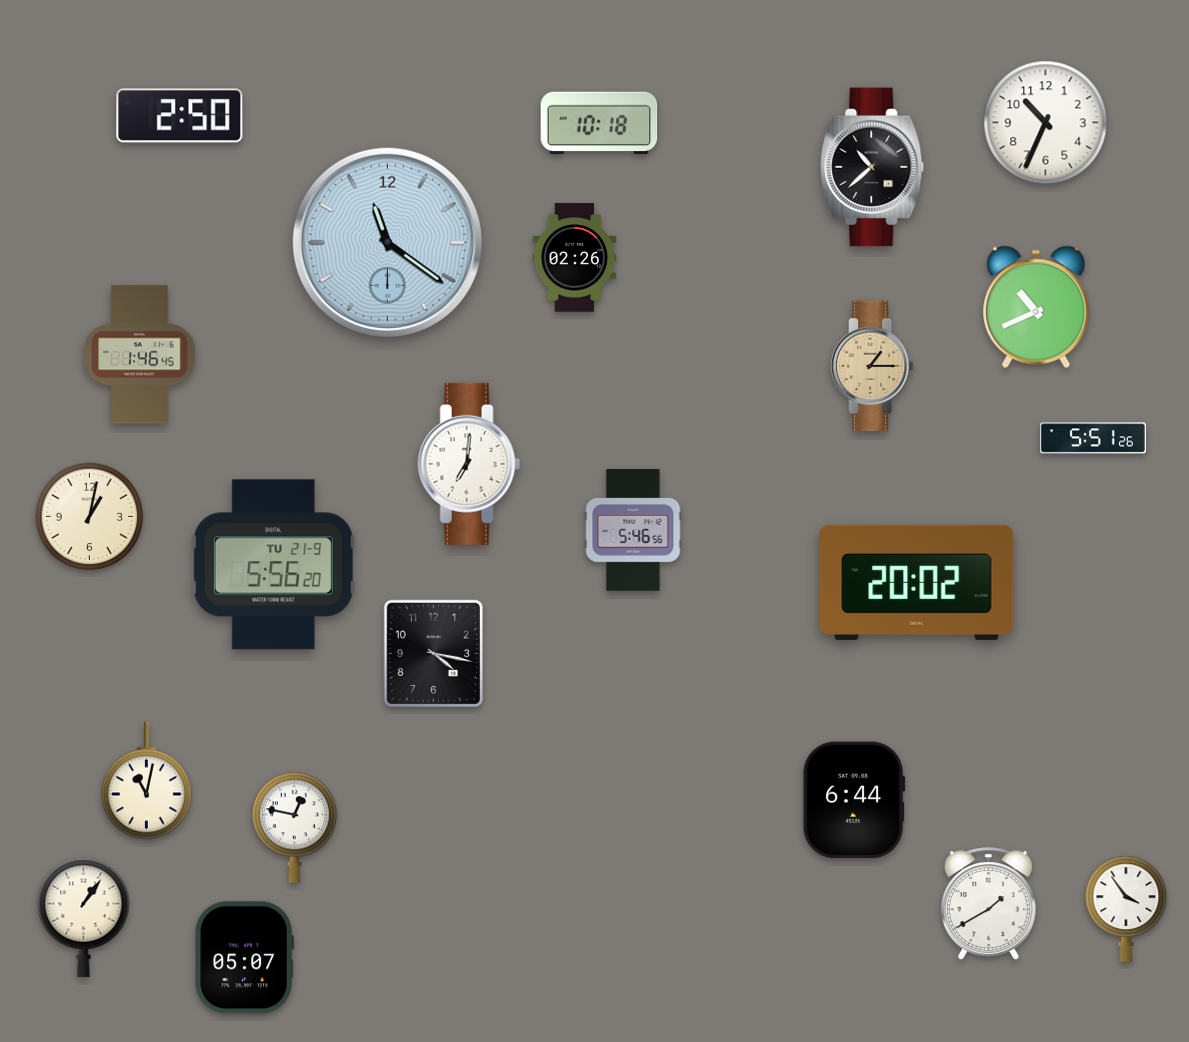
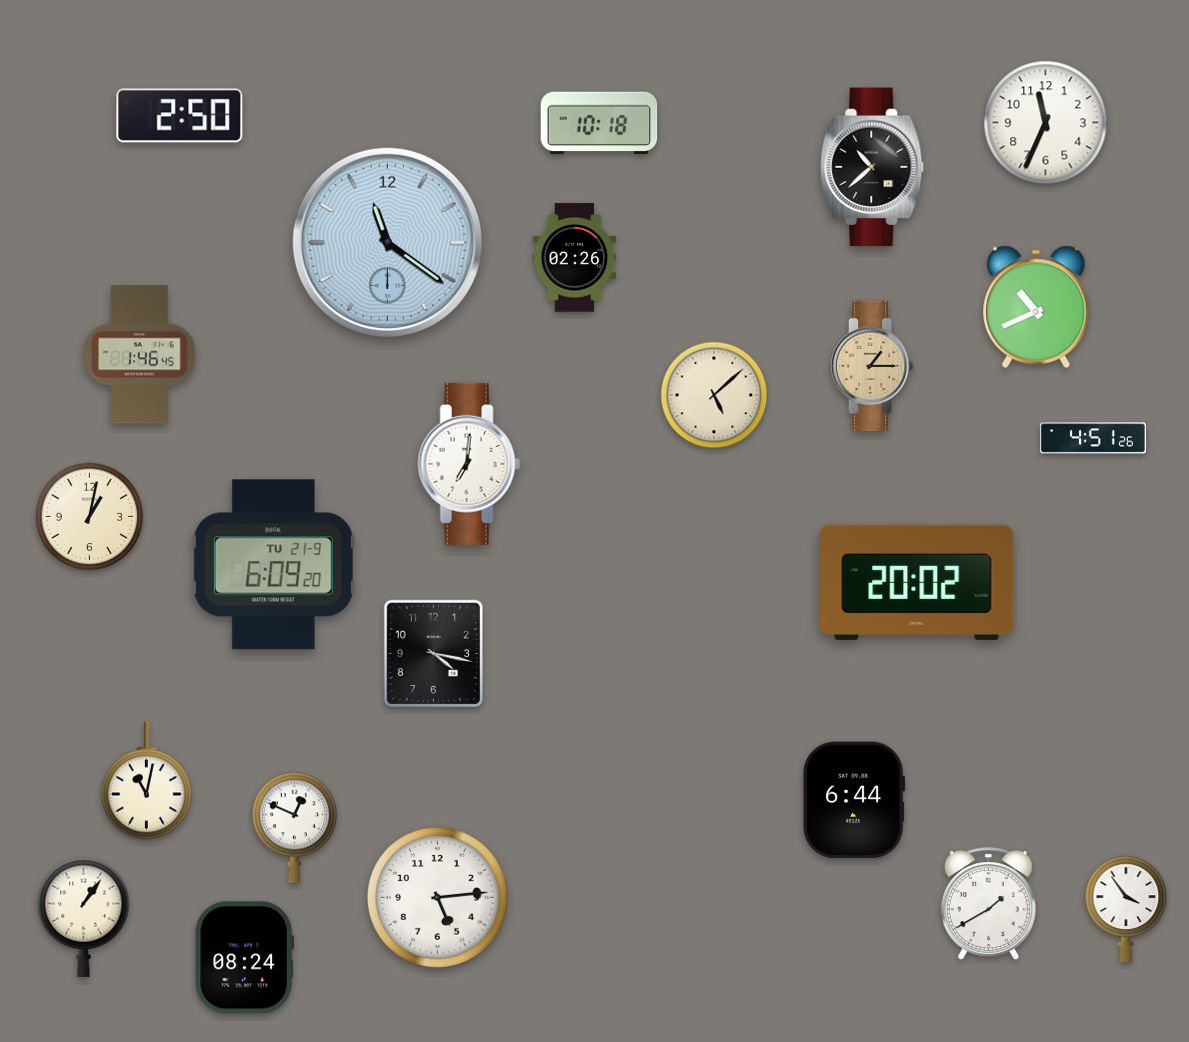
clock at (1046, 123): 10:34 -> 11:34
clock at (714, 395): none -> 5:08
clock at (1093, 438): 5:51 -> 4:51
clock at (633, 530): 5:46 -> none
clock at (273, 565): 5:56 -> 6:09
clock at (294, 827): 12:47 -> 12:49
clock at (437, 897): none -> 5:14
clock at (244, 958): 05:07 -> 08:24
